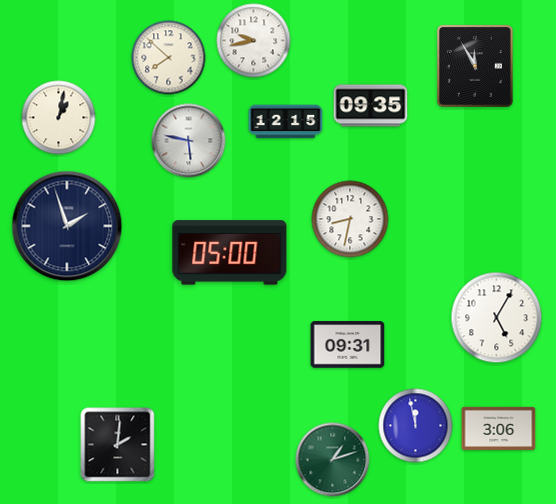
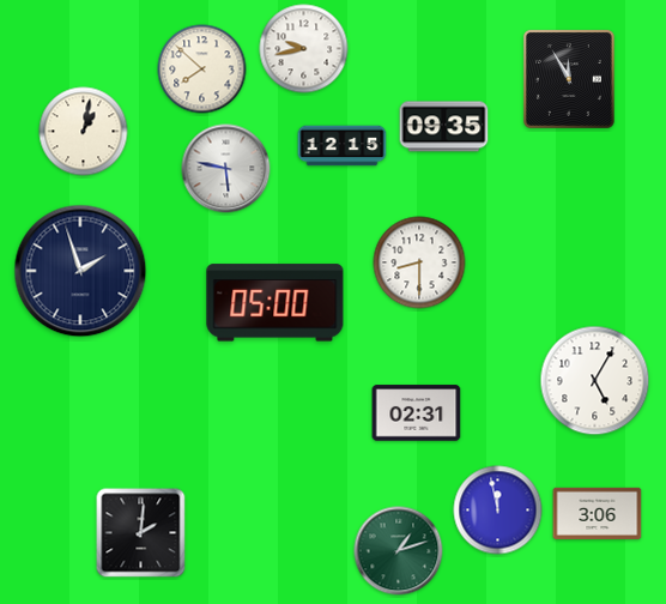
clock at (59, 118) position: (59, 118) -> (84, 132)
clock at (350, 219): 8:32 -> 8:30
clock at (348, 345): 09:31 -> 02:31
